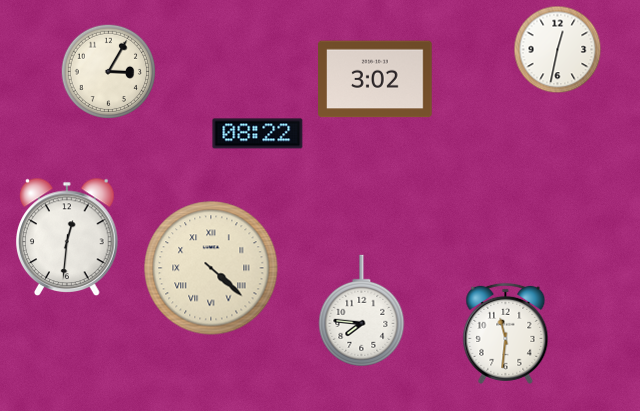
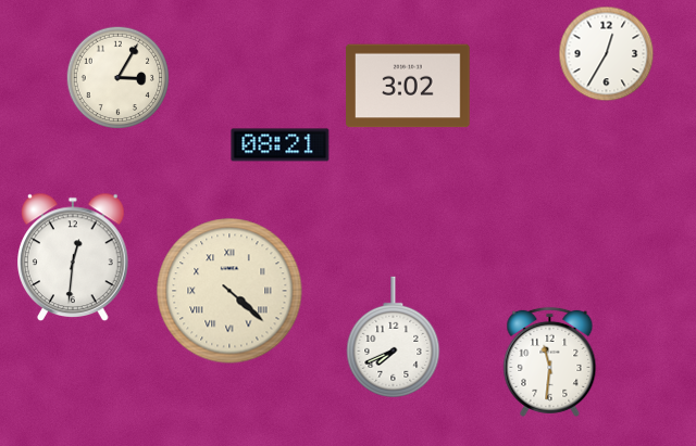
clock at (558, 50): 12:32 -> 12:35
clock at (258, 134): 08:22 -> 08:21
clock at (362, 311): 7:46 -> 7:41
